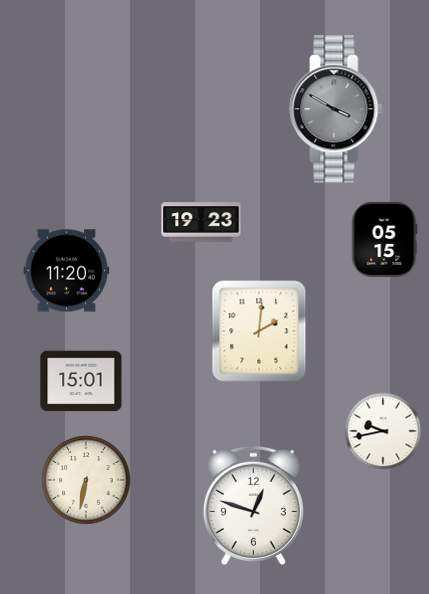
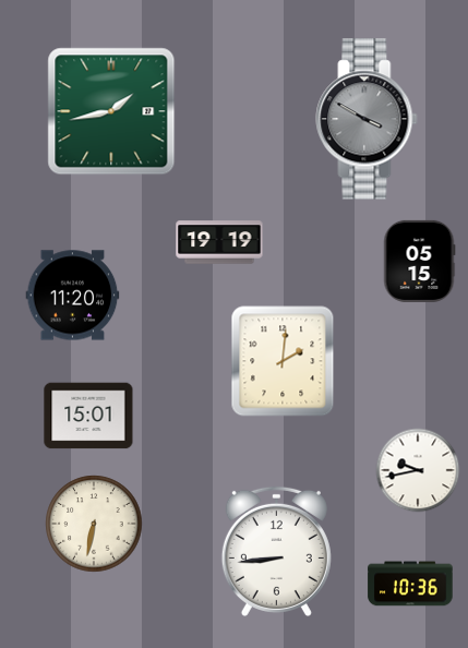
clock at (111, 111): none -> 1:43
clock at (201, 222): 19:23 -> 19:19
clock at (253, 505): 12:48 -> 8:44
clock at (410, 584): none -> 10:36
